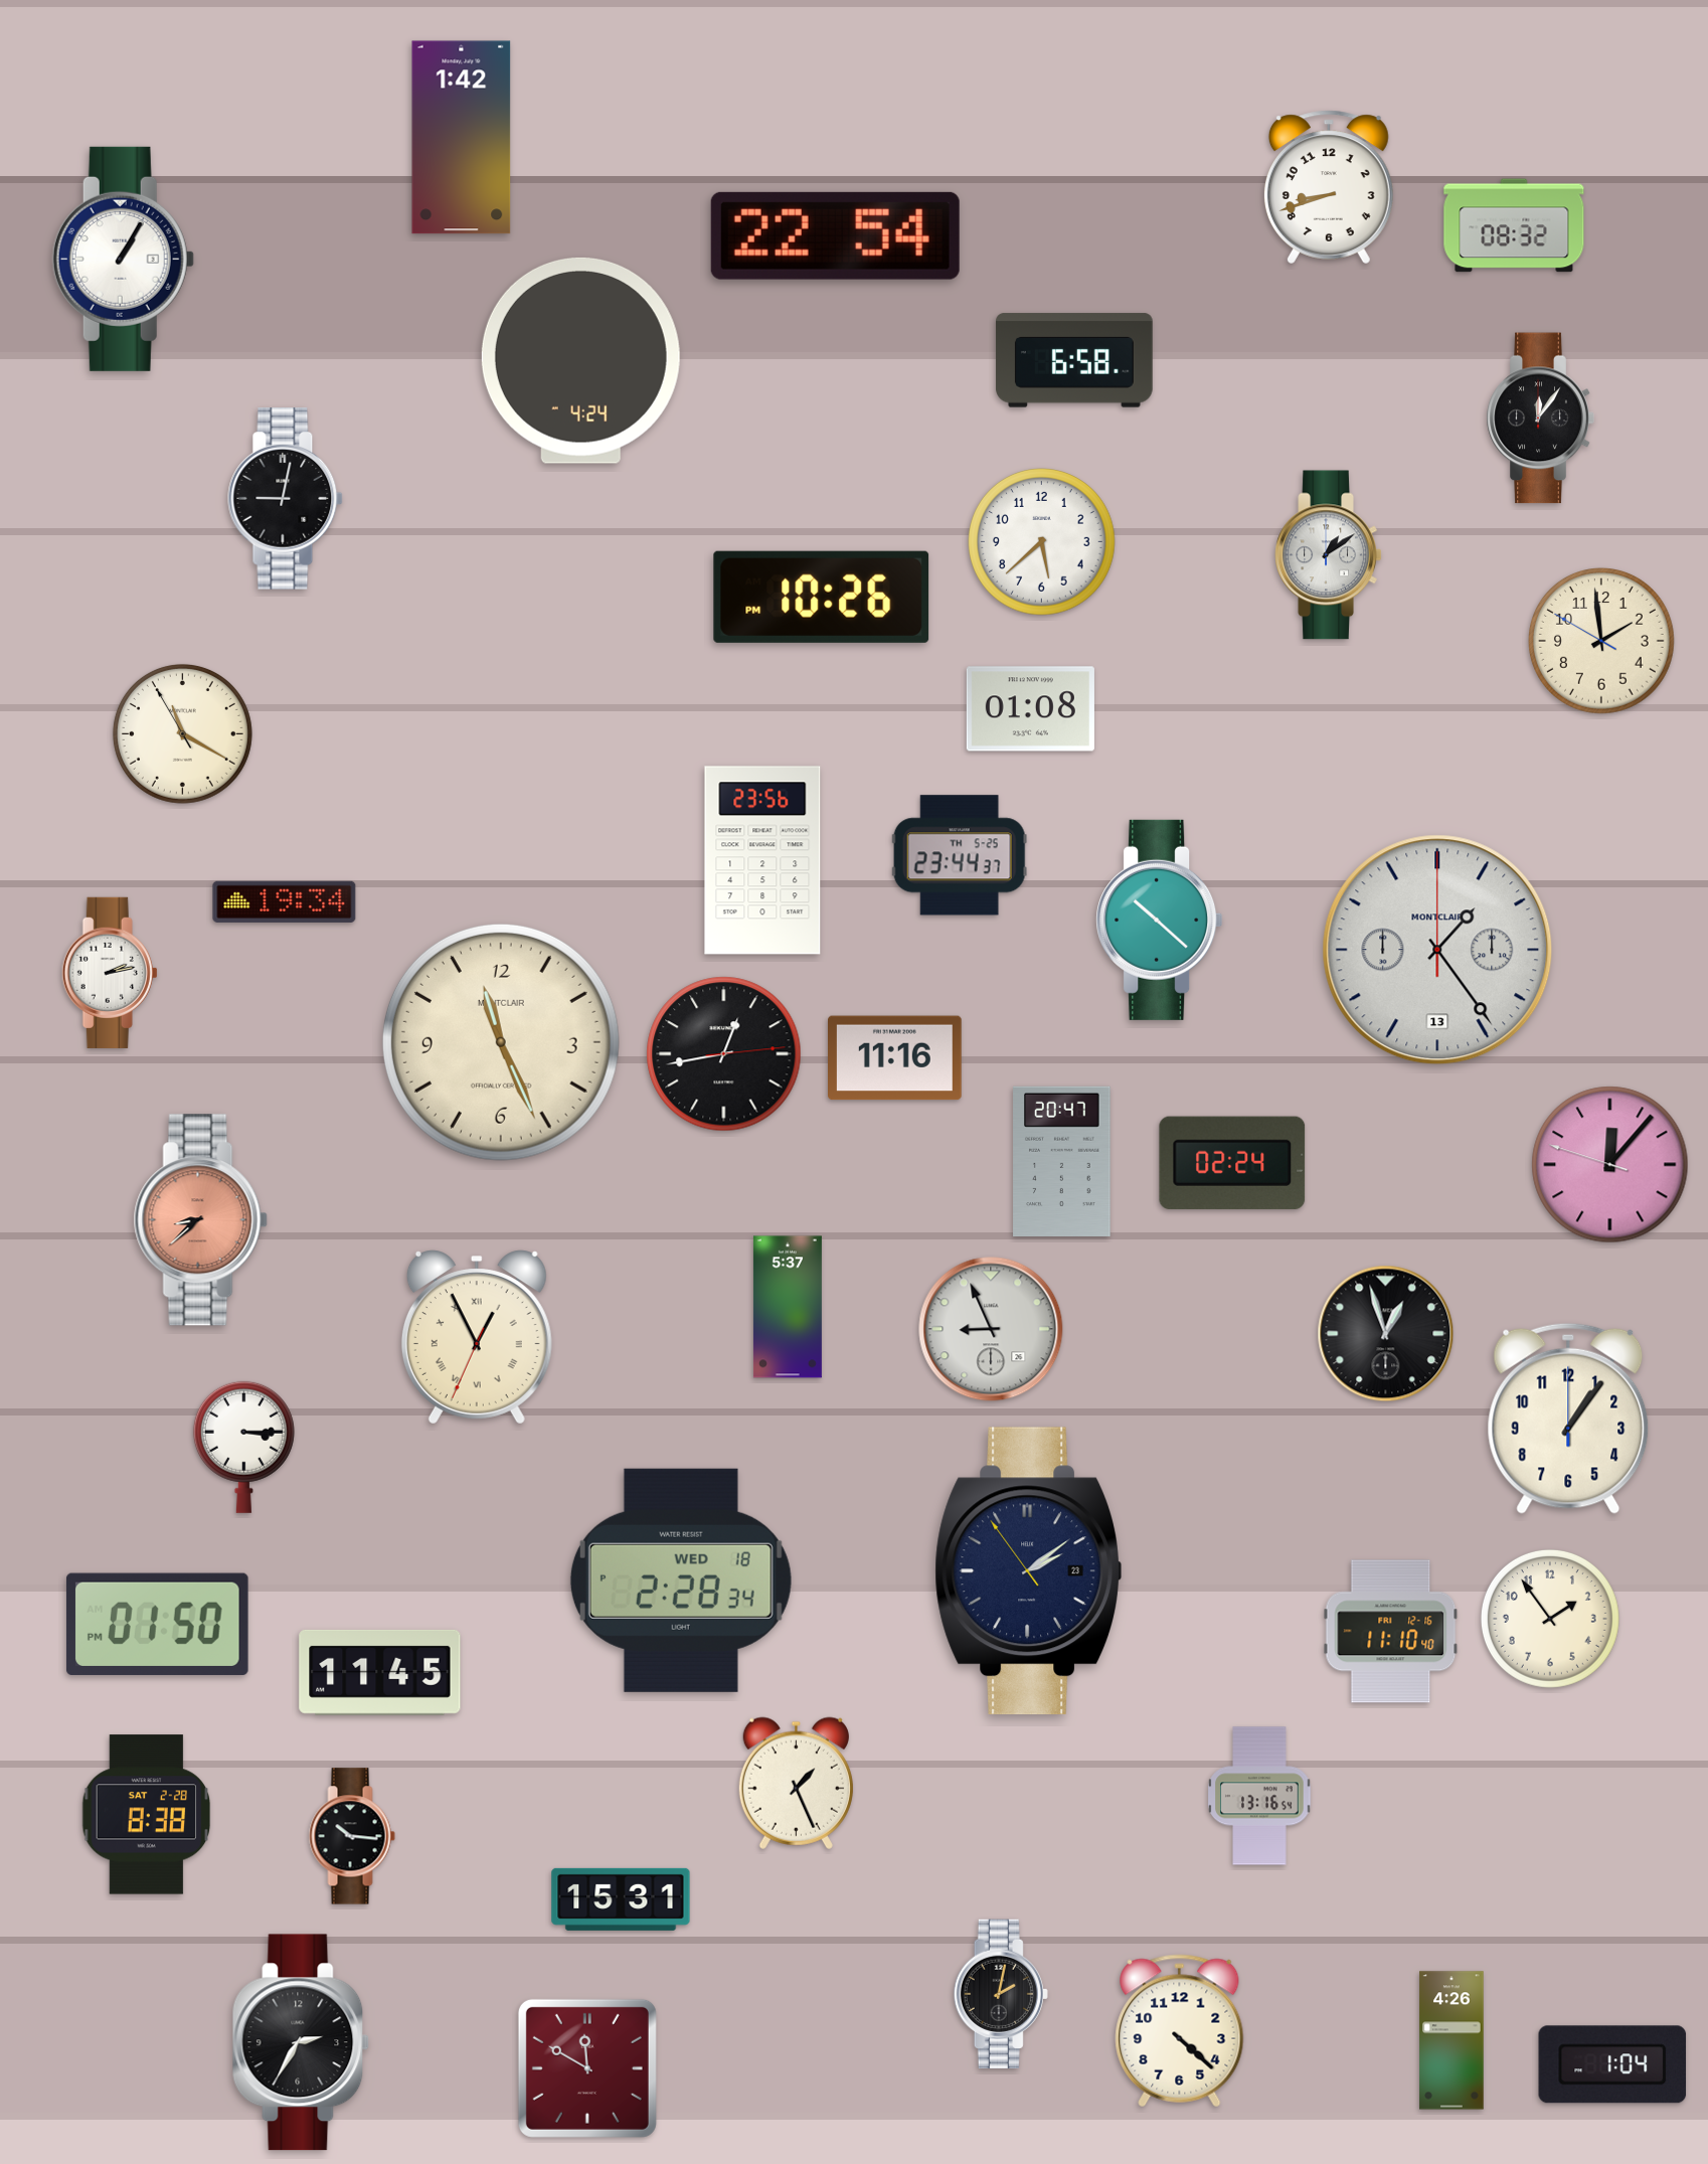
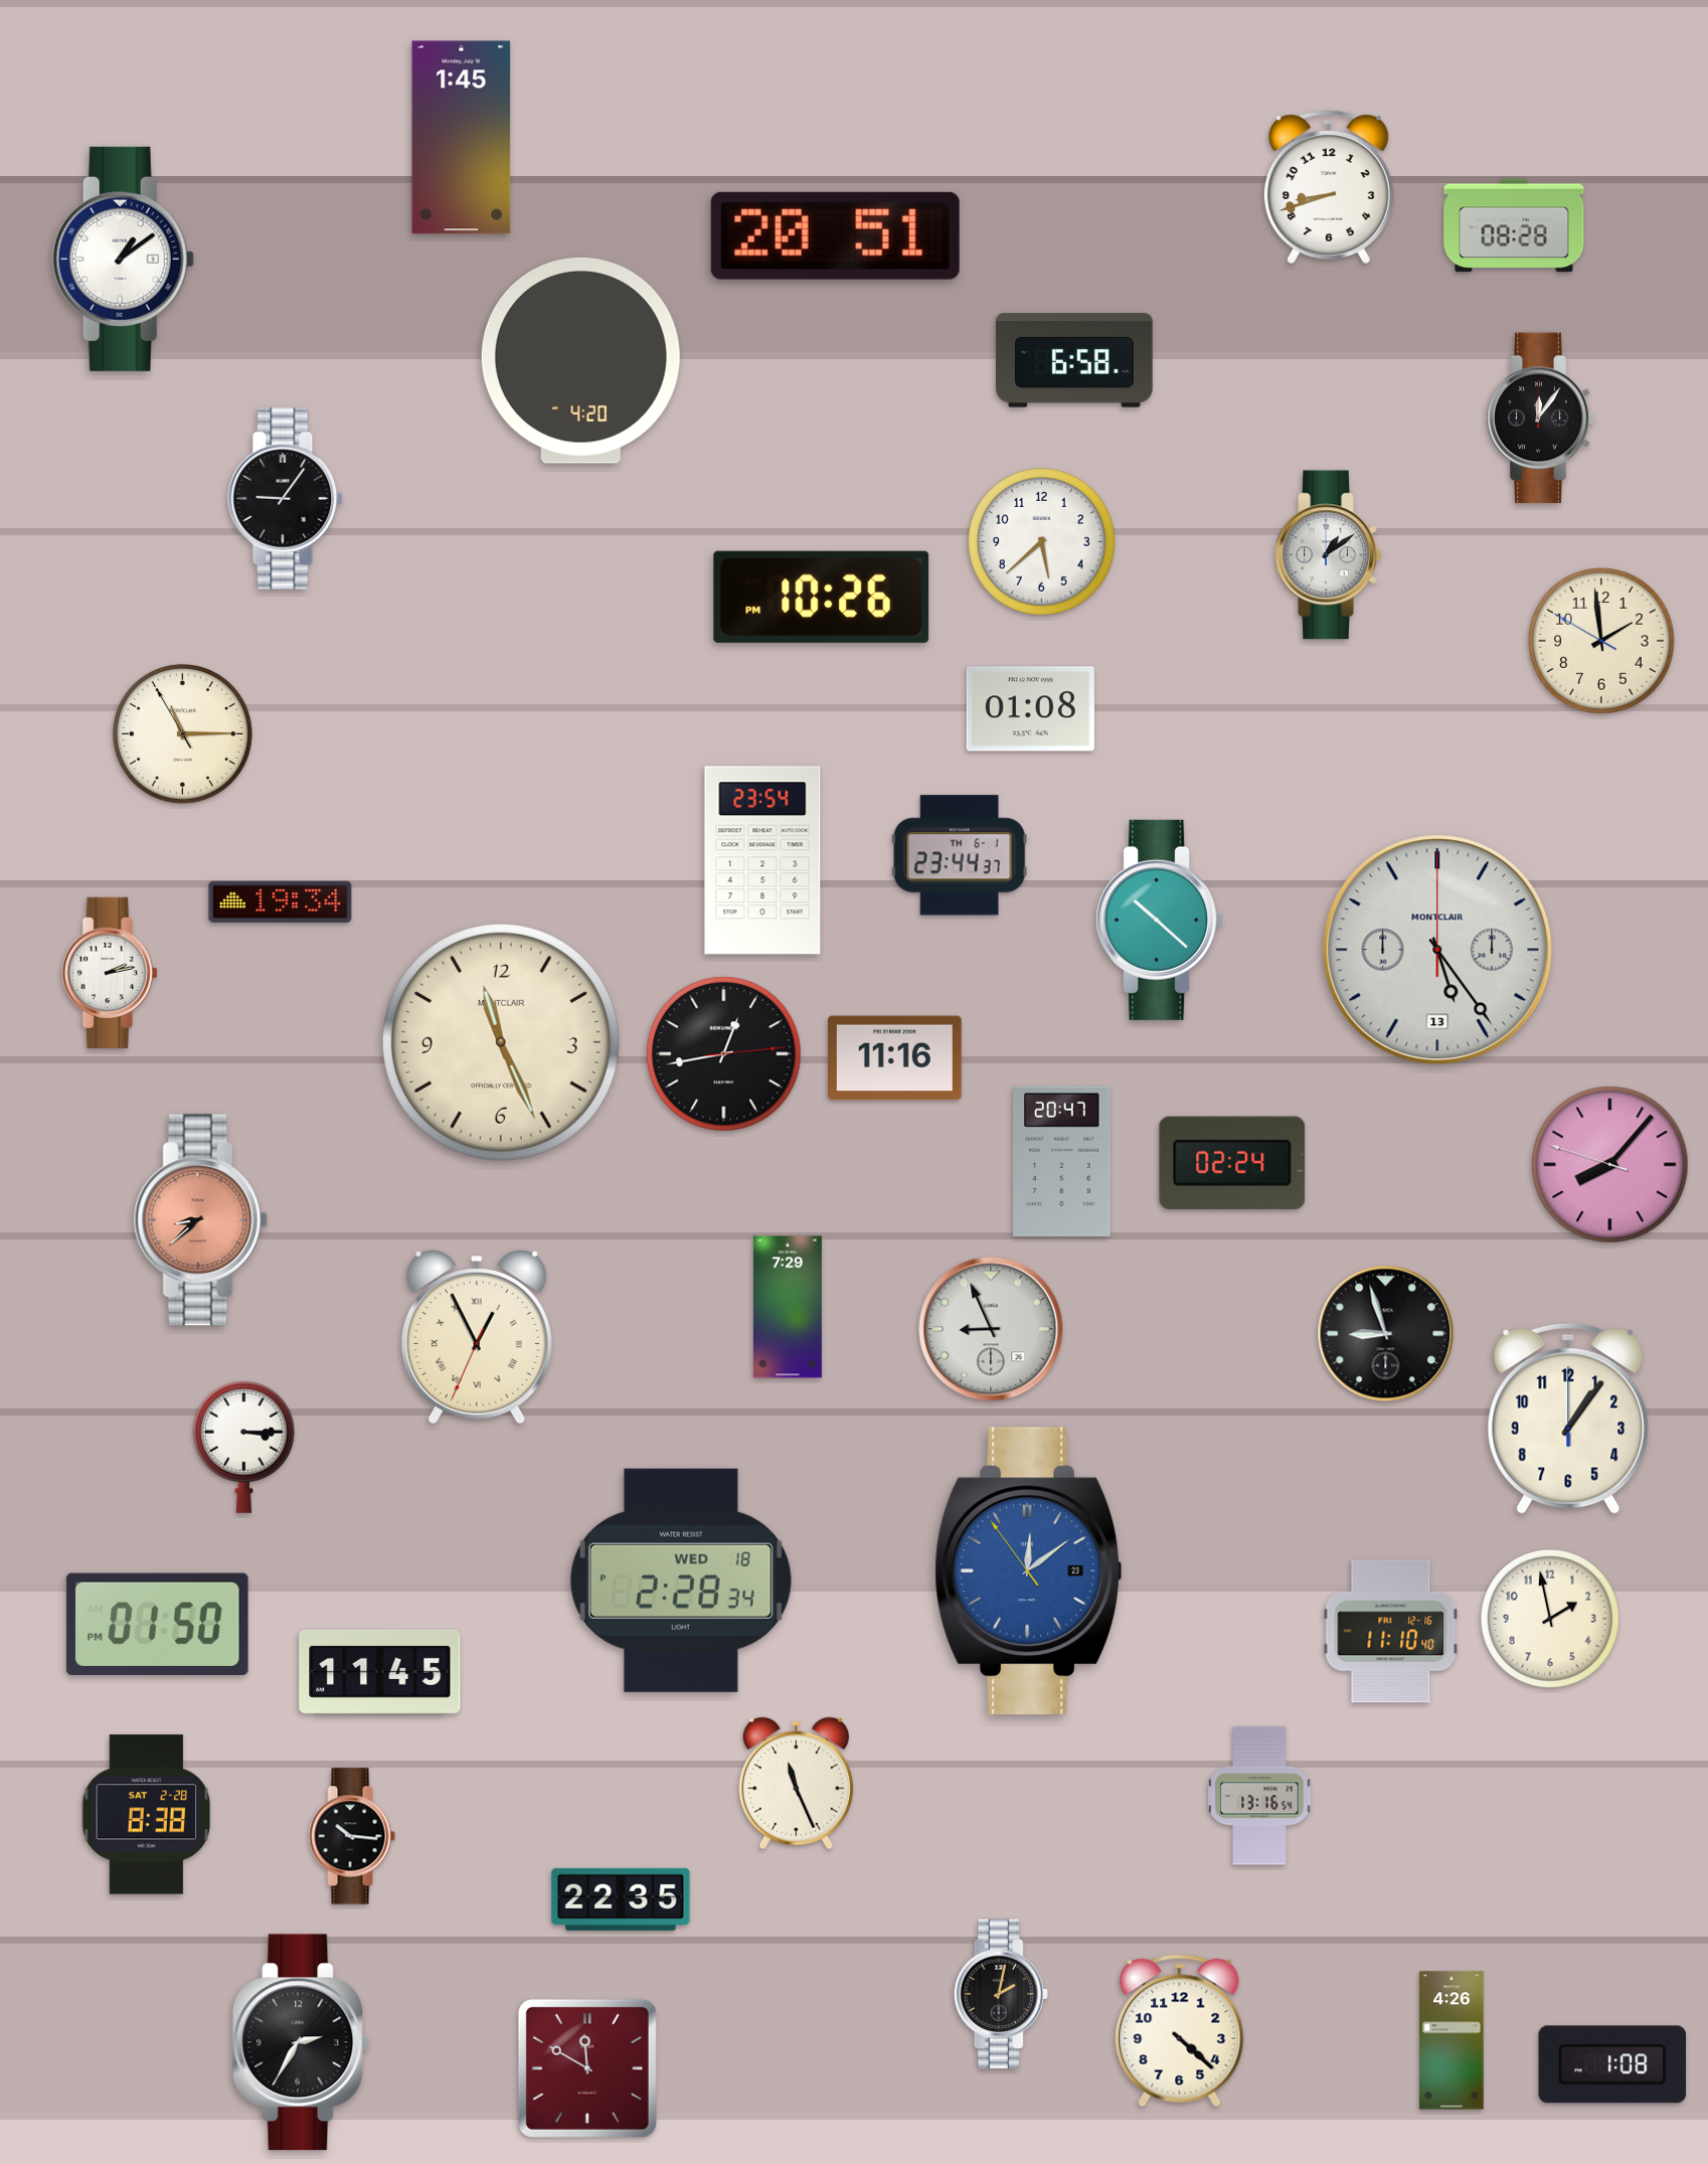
clock at (462, 138): 1:42 -> 1:45
clock at (1514, 225): 08:32 -> 08:28
clock at (835, 235): 22:54 -> 20:51
clock at (123, 259): 1:05 -> 1:09
clock at (580, 360): 4:24 -> 4:20
clock at (286, 499): 9:02 -> 9:06
clock at (182, 733): 11:19 -> 11:14
clock at (960, 855) date: TH 5-25 -> TH 6-1
clock at (762, 860): 23:56 -> 23:54
clock at (285, 901) position: (285, 901) -> (281, 901)
clock at (1437, 950): 1:24 -> 5:24
clock at (1610, 1165): 12:06 -> 8:06
clock at (788, 1307): 5:37 -> 7:29
clock at (1386, 1334): 12:57 -> 8:57
clock at (1028, 1571): 2:08 -> 12:08
clock at (1028, 1571) dial: navy -> blue
clock at (1550, 1619): 1:54 -> 1:58
clock at (796, 1783): 1:26 -> 11:26
clock at (621, 1899): 15:31 -> 22:35
clock at (1612, 2064): 1:04 -> 1:08
